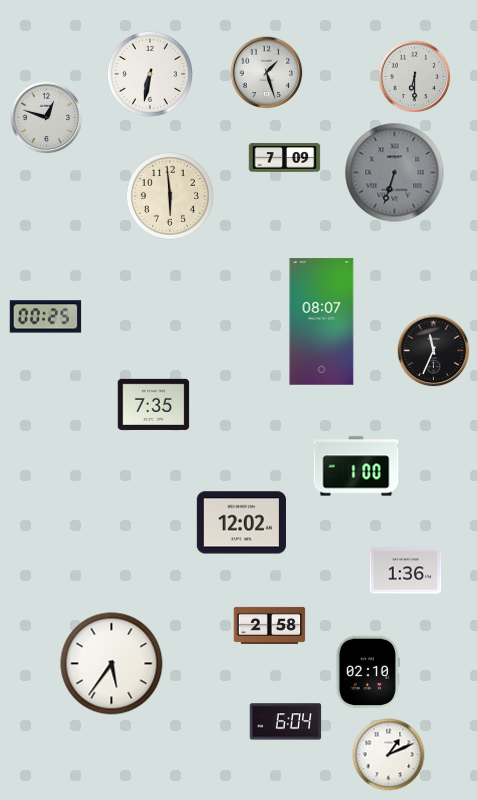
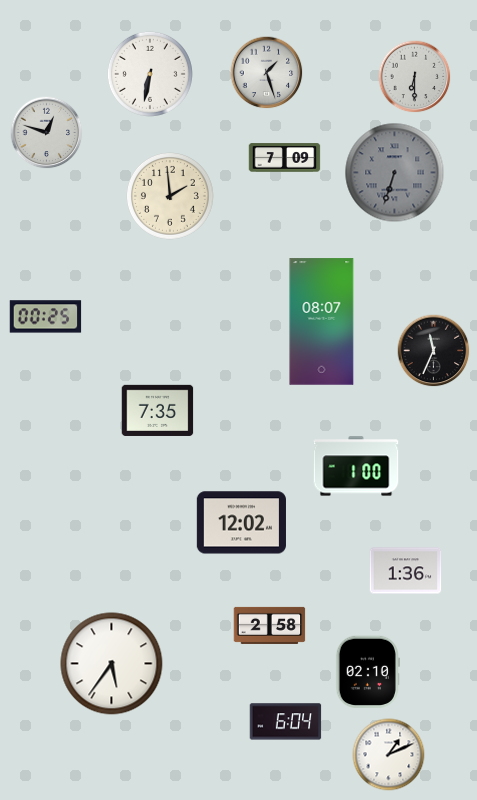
clock at (47, 118) position: (47, 118) -> (47, 133)
clock at (170, 196): 5:59 -> 1:59
clock at (154, 404) position: (154, 404) -> (158, 410)
